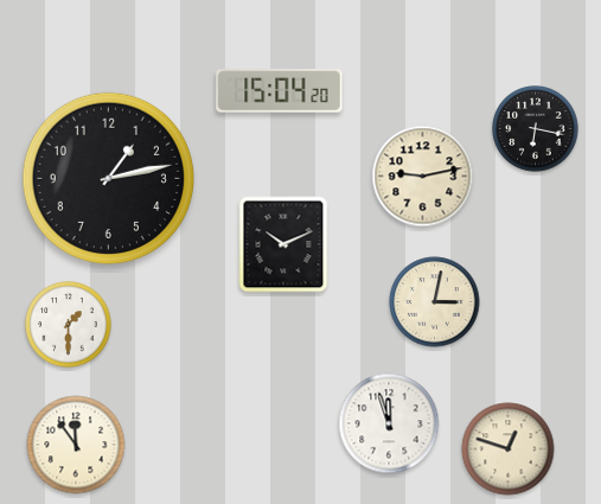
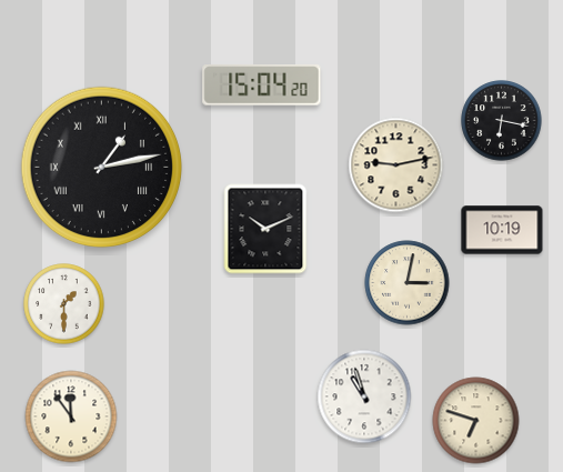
clock at (109, 179) numerals: Arabic -> Roman
clock at (502, 230): none -> 10:19
clock at (389, 423): 11:57 -> 10:57
clock at (509, 449): 12:48 -> 6:48
